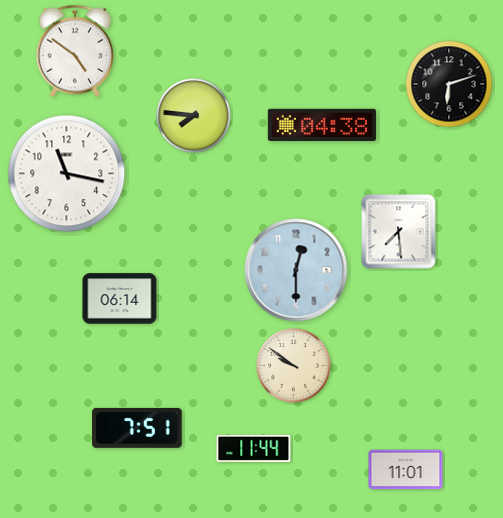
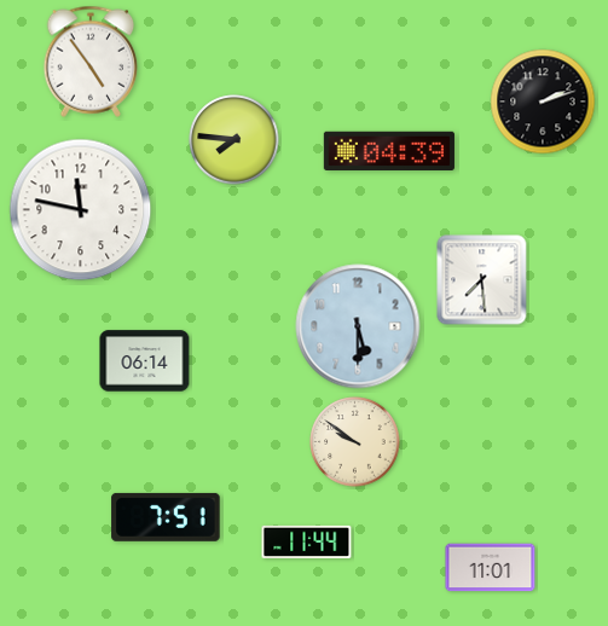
clock at (75, 51): 4:51 -> 4:54
clock at (449, 84): 6:12 -> 2:12
clock at (322, 124): 04:38 -> 04:39
clock at (67, 174): 11:17 -> 11:47
clock at (296, 270): 12:30 -> 5:30
